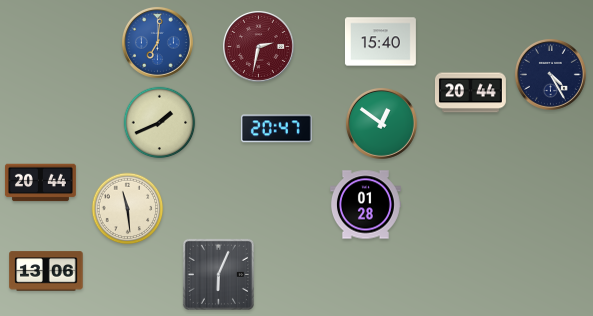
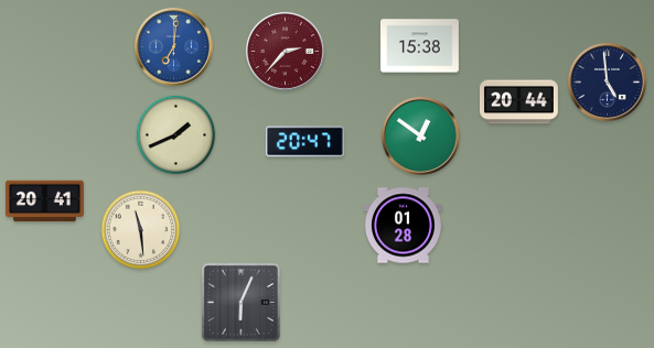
clock at (380, 42): 15:40 -> 15:38
clock at (258, 46): 2:32 -> 2:37
clock at (550, 74): 4:25 -> 4:59
clock at (40, 183): 20:44 -> 20:41
clock at (46, 271): 13:06 -> none
